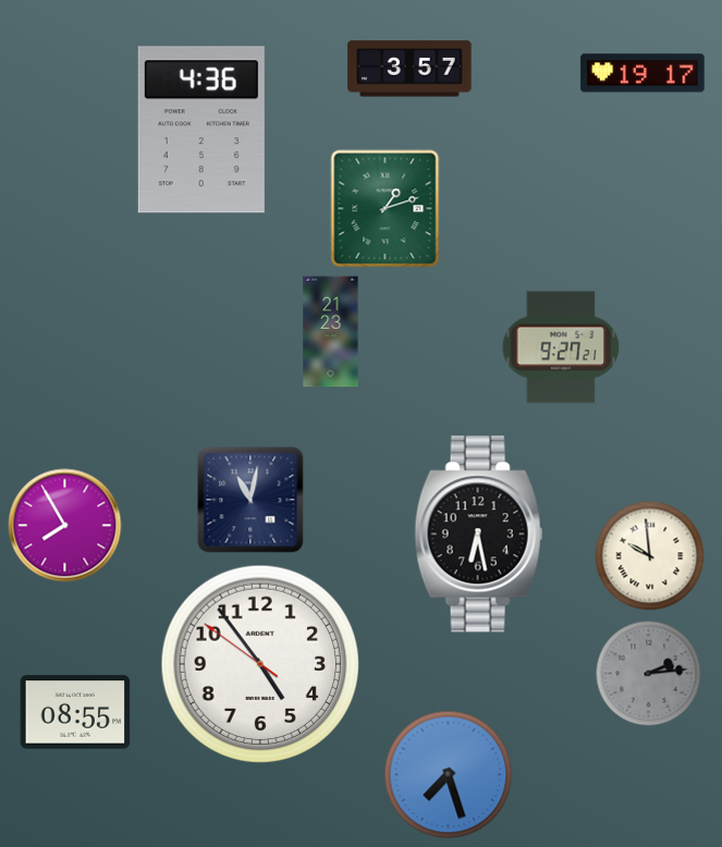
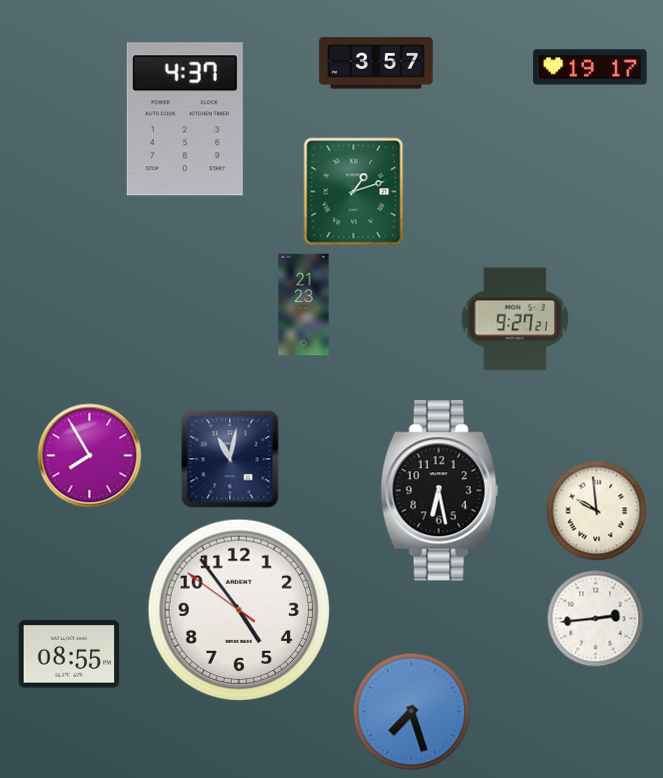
clock at (201, 130): 4:36 -> 4:37
clock at (65, 526) position: (65, 526) -> (90, 456)
clock at (649, 674): 2:14 -> 2:44
clock at (649, 674) dial: grey -> white
